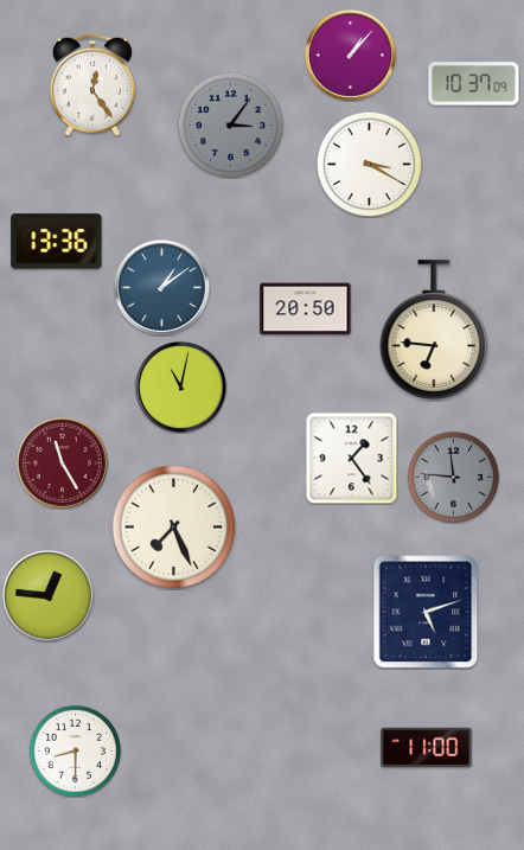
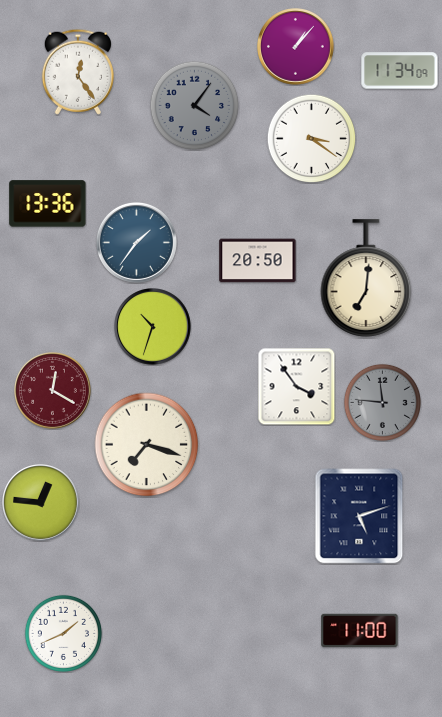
clock at (474, 84): 10:37 -> 11:34
clock at (230, 124): 3:06 -> 4:06
clock at (369, 164): 3:20 -> 3:21
clock at (161, 287): 1:09 -> 1:36
clock at (434, 330): 6:46 -> 7:01
clock at (181, 388): 11:02 -> 10:33
clock at (351, 458): 1:24 -> 3:54
clock at (63, 464): 11:25 -> 12:20
clock at (174, 528): 7:26 -> 7:18
clock at (75, 750): 8:30 -> 1:41
